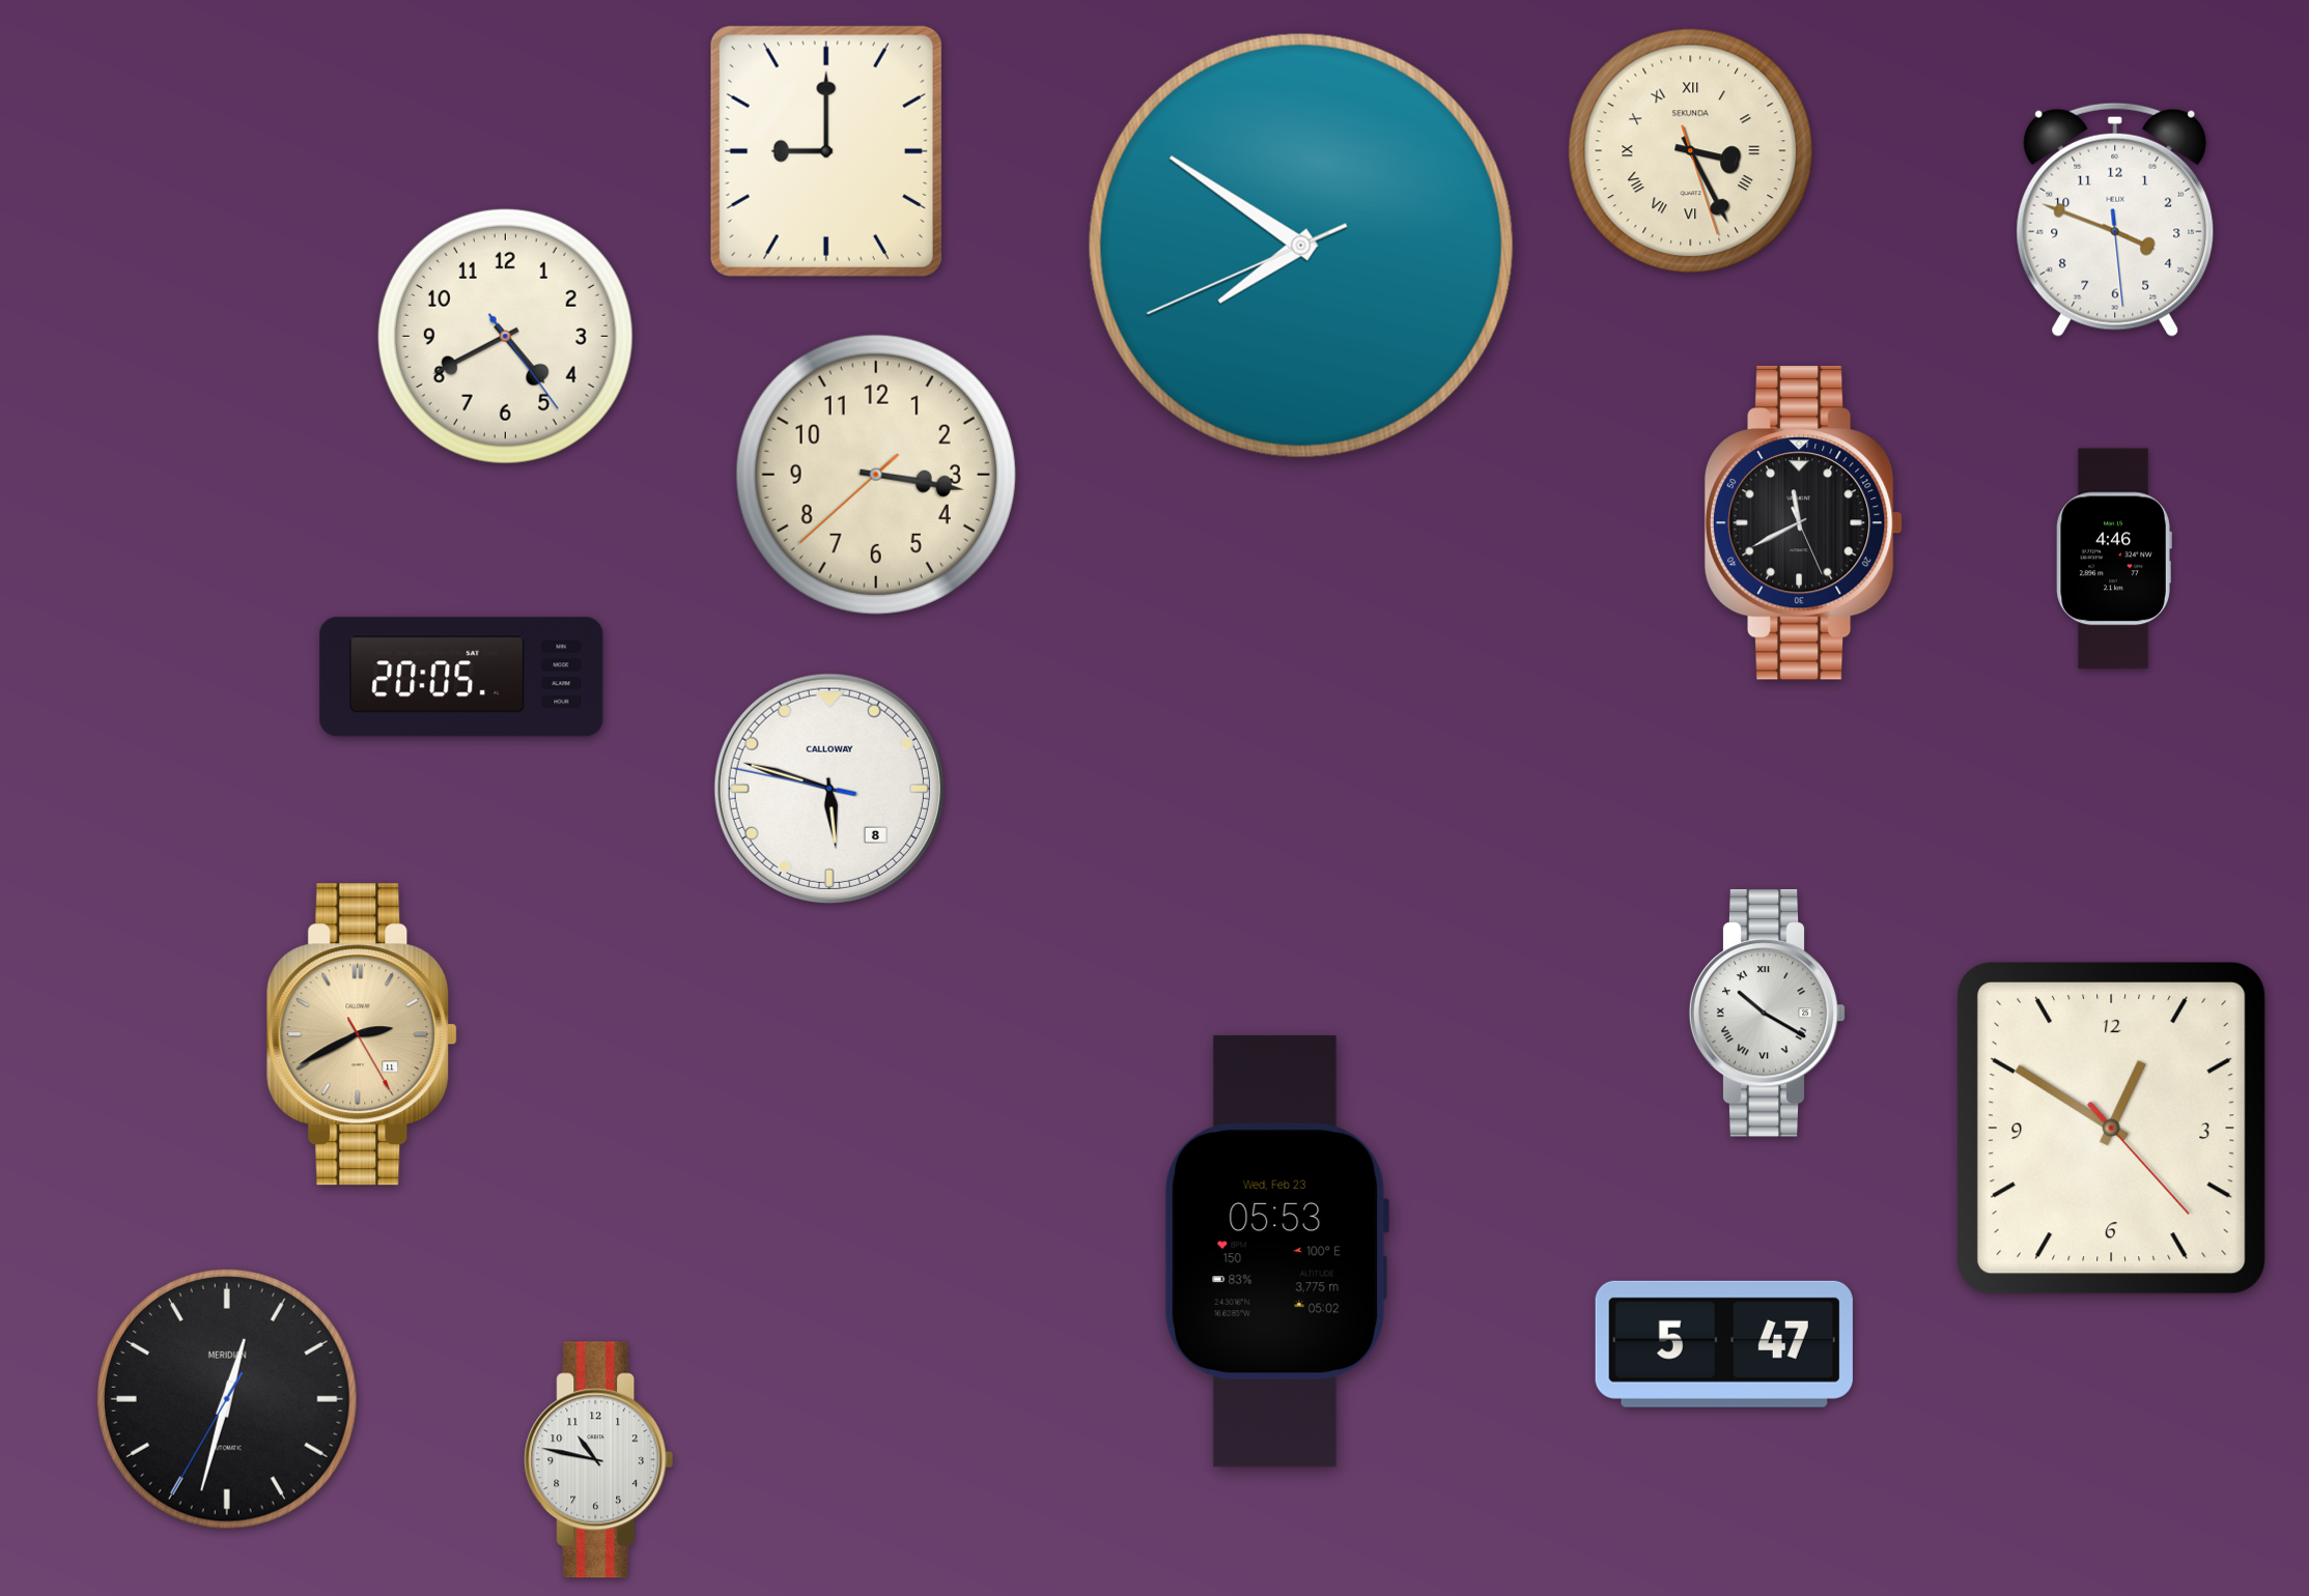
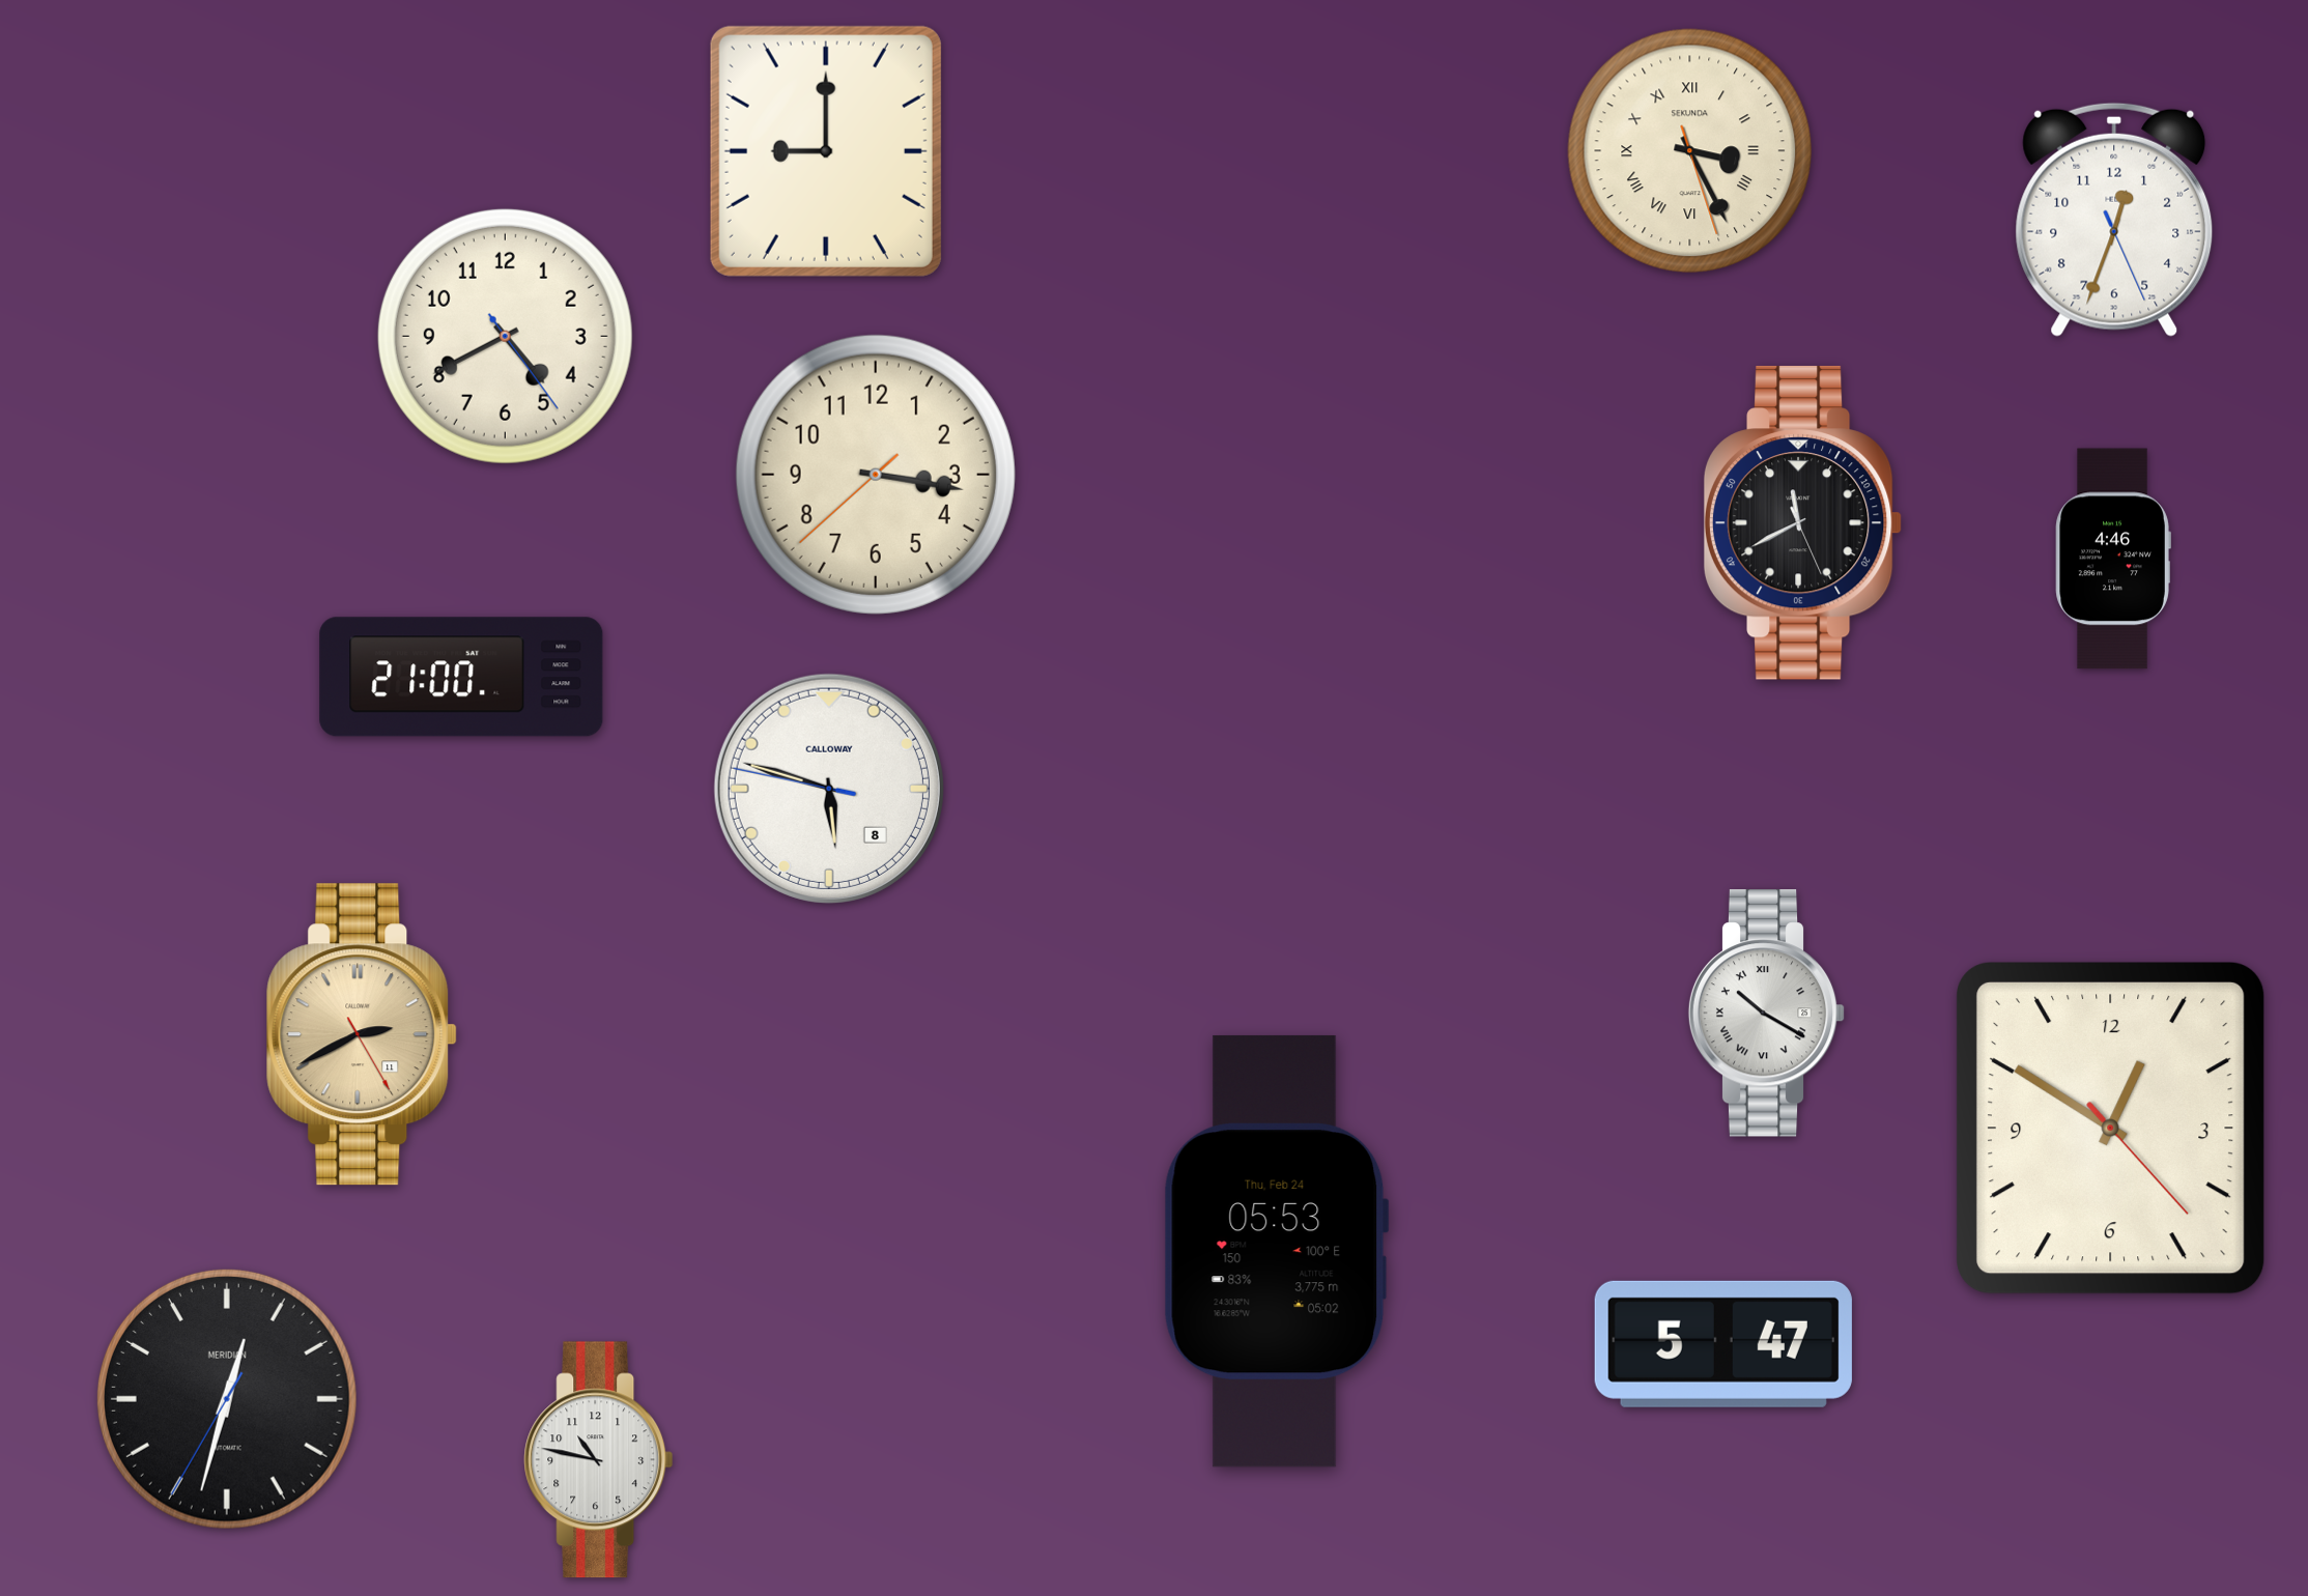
clock at (2115, 220): 3:48 -> 12:33
clock at (1301, 246): 7:50 -> none
clock at (461, 677): 20:05 -> 21:00
clock at (1276, 1251) date: Wed, Feb 23 -> Thu, Feb 24
